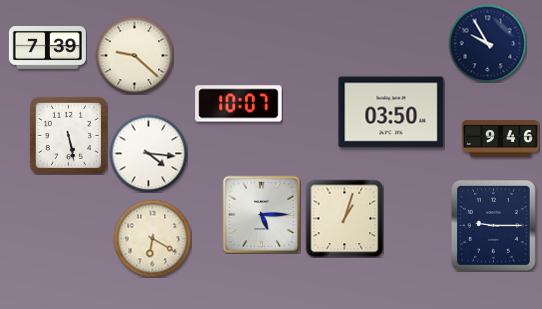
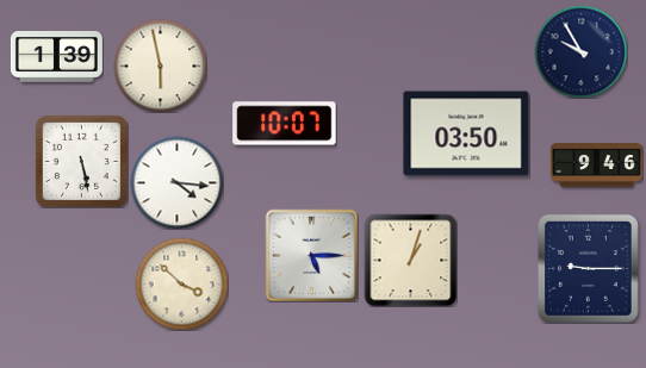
clock at (47, 48): 7:39 -> 1:39
clock at (134, 55): 9:22 -> 5:58
clock at (152, 238): 6:20 -> 3:52
